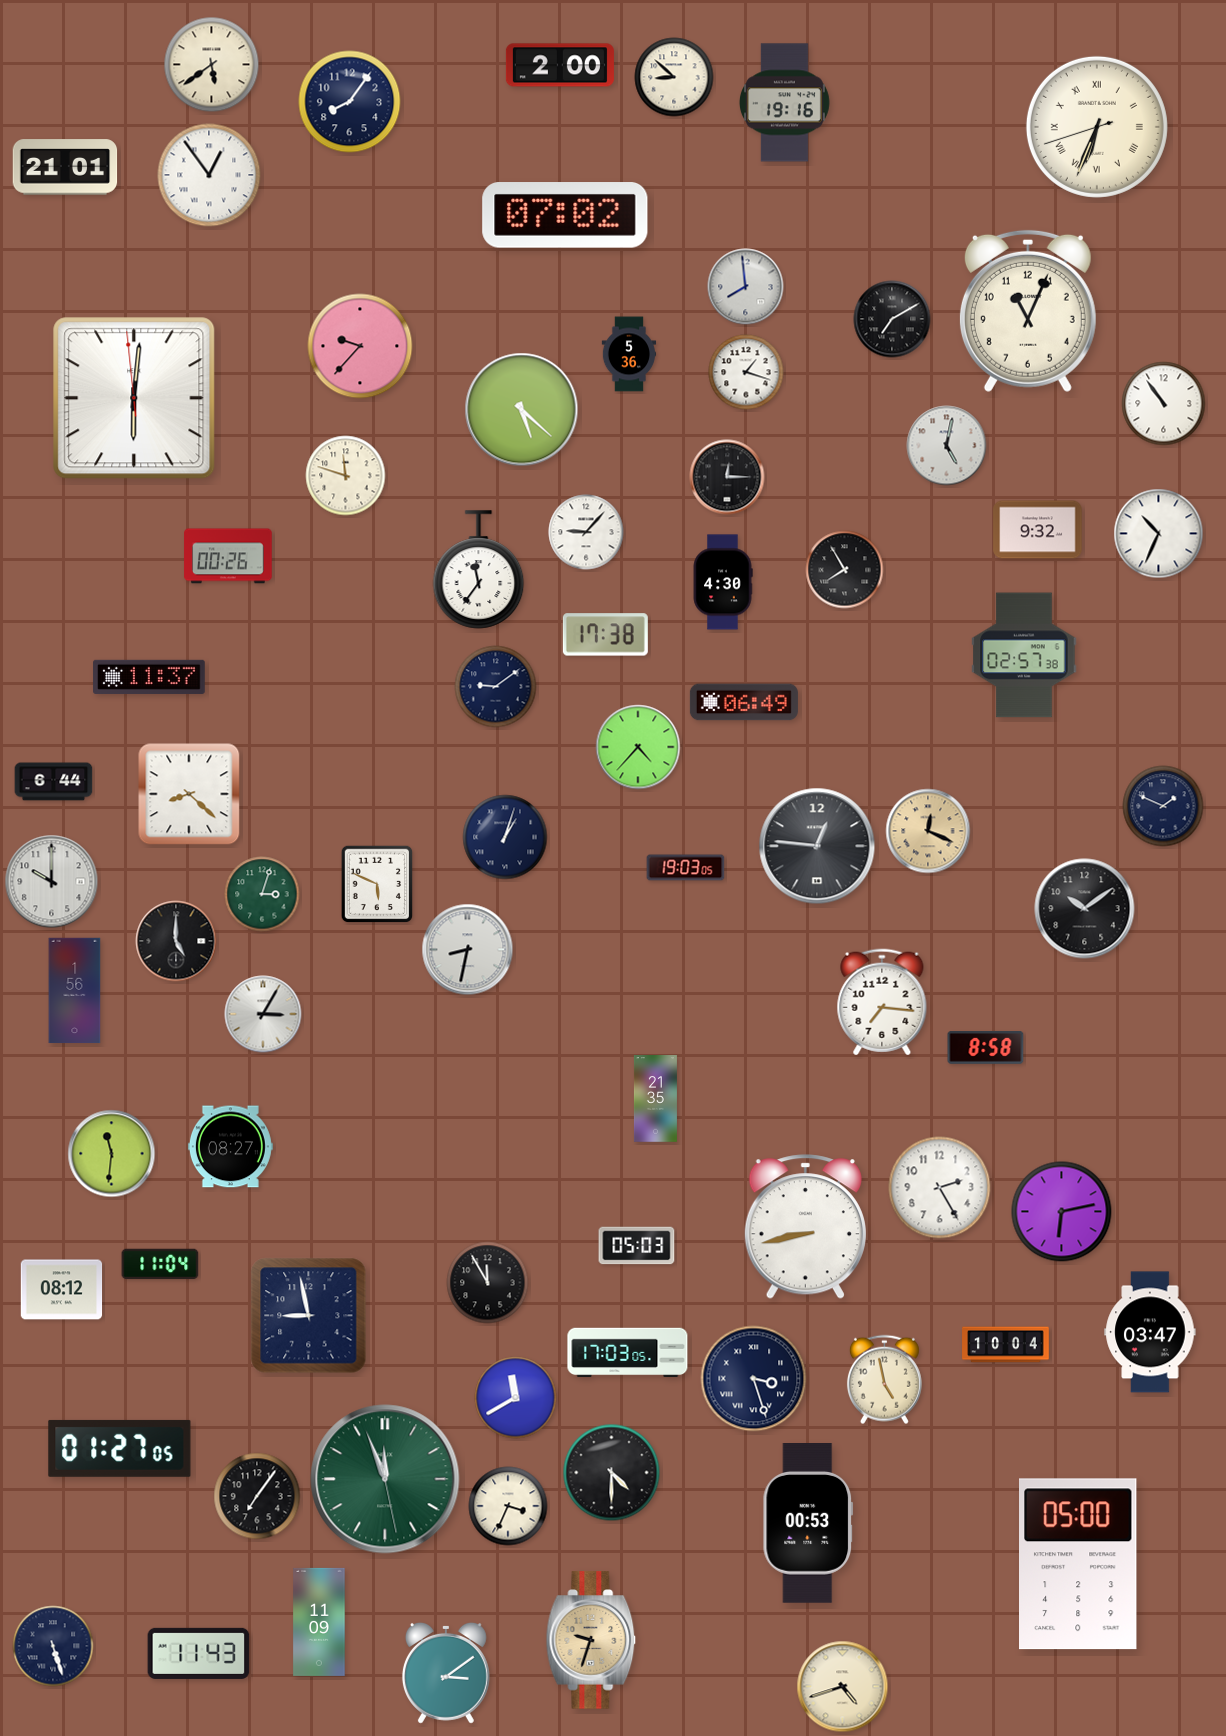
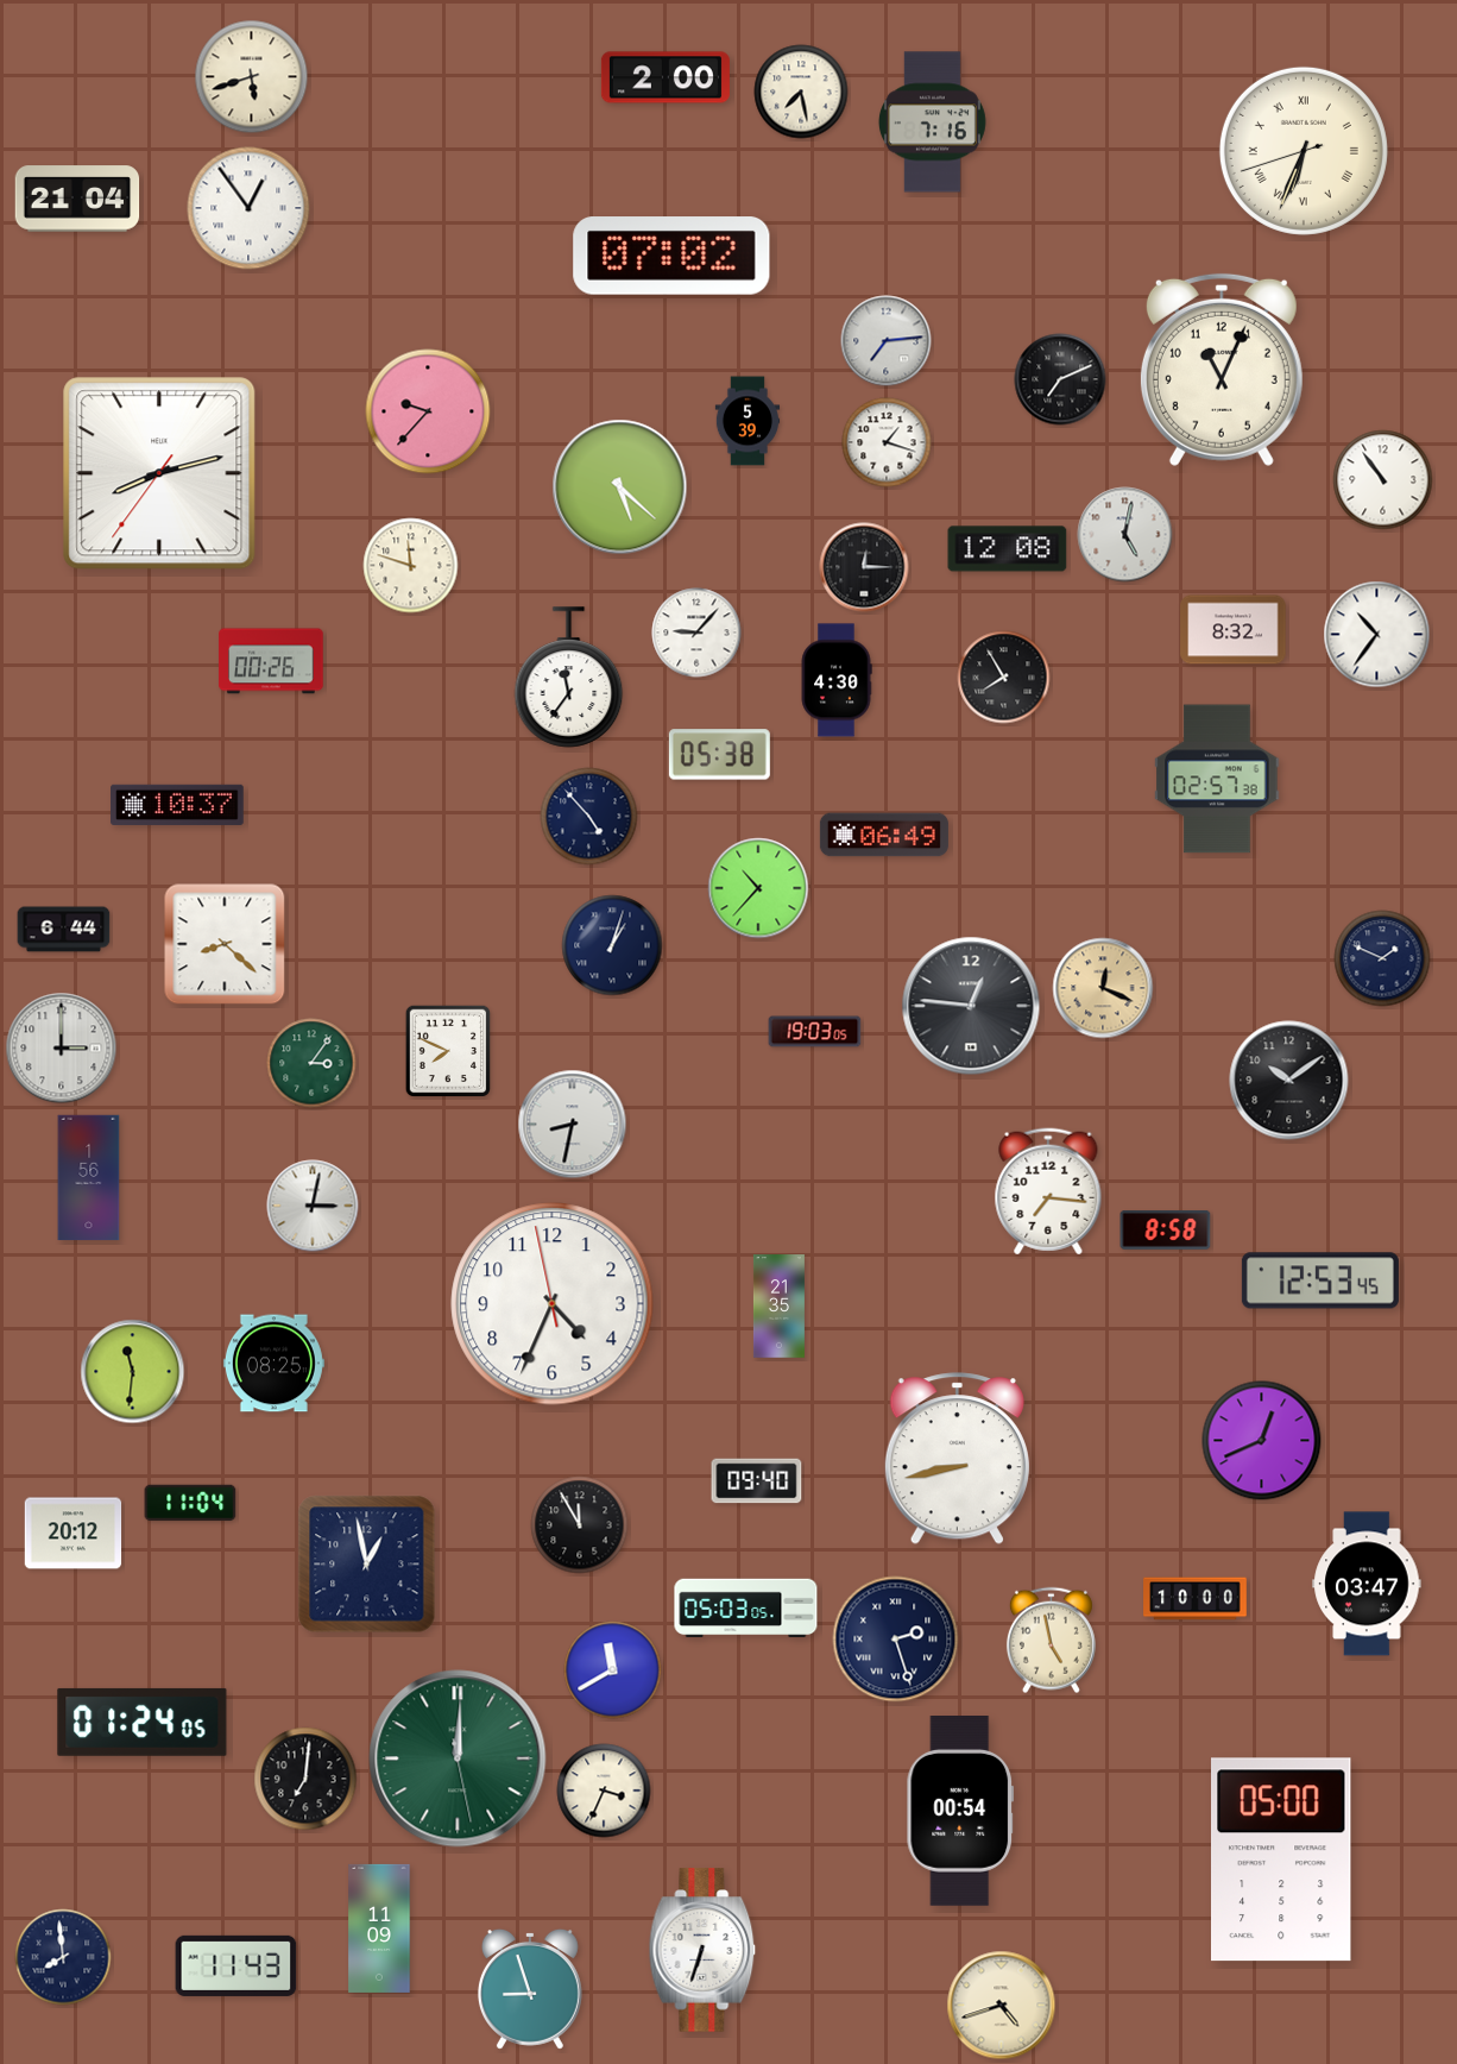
clock at (212, 65): 5:39 -> 5:42
clock at (674, 77): 8:52 -> 7:28
clock at (350, 102): 8:06 -> none
clock at (784, 103): 19:16 -> 7:16
clock at (65, 167): 21:01 -> 21:04
clock at (746, 287): 7:59 -> 7:14
clock at (892, 319): 7:10 -> 7:11
clock at (629, 354): 5:36 -> 5:39
clock at (134, 398): 6:00 -> 8:12
clock at (947, 446) position: (947, 446) -> (1125, 535)
clock at (1008, 549): none -> 12:08
clock at (1038, 530): 9:32 -> 8:32
clock at (1159, 534): 10:34 -> 10:36
clock at (723, 582) position: (723, 582) -> (837, 680)
clock at (605, 635): 17:38 -> 05:38
clock at (149, 677): 11:37 -> 10:37
clock at (496, 687): 9:09 -> 4:53
clock at (638, 747): 4:37 -> 10:37
clock at (505, 837) position: (505, 837) -> (612, 945)
clock at (52, 882): 10:00 -> 3:00
clock at (377, 884): 5:49 -> 7:49
clock at (262, 894): 3:03 -> 3:06
clock at (176, 941): 5:00 -> none
clock at (468, 950) position: (468, 950) -> (573, 1125)
clock at (263, 1014): 3:05 -> 3:02
clock at (986, 1048) position: (986, 1048) -> (1166, 1231)
clock at (1320, 1280): none -> 12:53
clock at (553, 1304): none -> 4:33
clock at (230, 1147): 08:27 -> 08:25
clock at (940, 1188): 2:25 -> none
clock at (1062, 1212): 6:13 -> 12:41
clock at (637, 1246): 05:03 -> 09:40
clock at (62, 1290): 08:12 -> 20:12
clock at (309, 1316): 8:58 -> 12:58
clock at (1006, 1345): 10:04 -> 10:00
clock at (628, 1353): 17:03 -> 05:03
clock at (754, 1379): 3:27 -> 2:27
clock at (516, 1398) position: (516, 1398) -> (613, 1670)
clock at (120, 1448): 01:27 -> 01:24
clock at (612, 1473): 4:30 -> none
clock at (385, 1479): 11:56 -> 12:00
clock at (257, 1496): 7:06 -> 7:01
clock at (808, 1524): 00:53 -> 00:54
clock at (591, 1640): 9:33 -> 6:33
clock at (591, 1640) dial: champagne -> white
clock at (53, 1646): 5:27 -> 7:59
clock at (446, 1673): 3:09 -> 8:57
